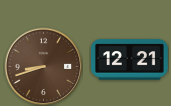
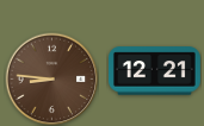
clock at (43, 66): 8:42 -> 8:46
